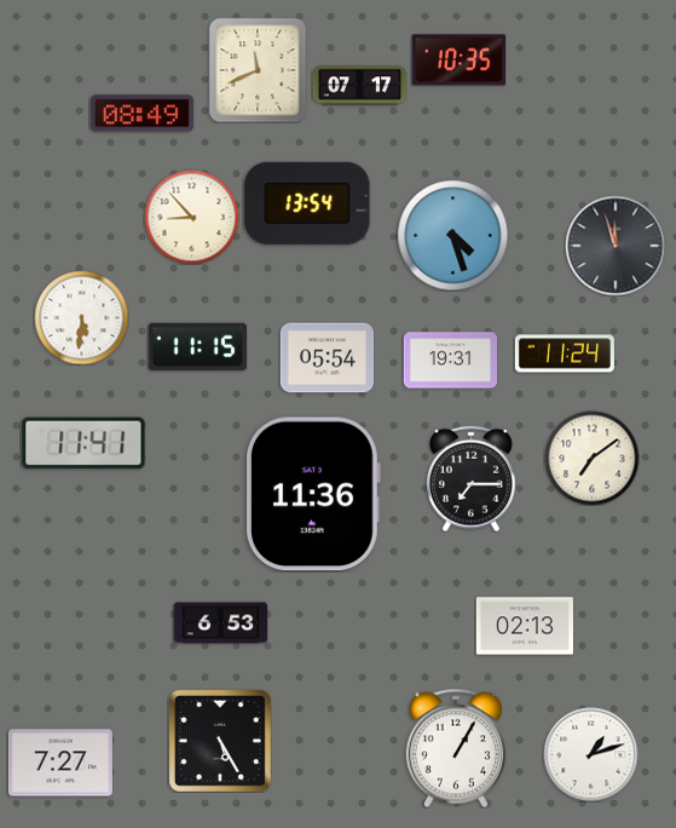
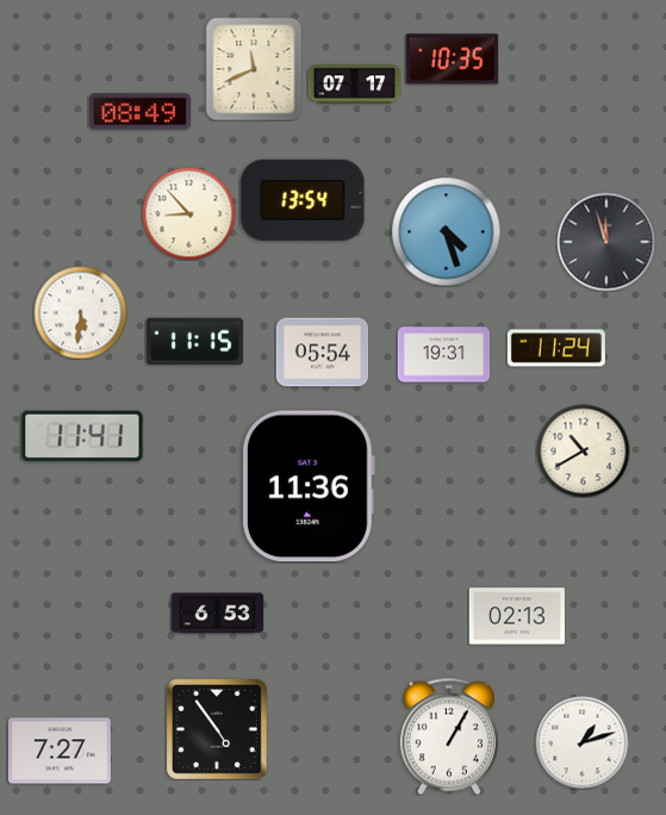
clock at (591, 458): 7:09 -> 10:40
clock at (472, 478): 7:15 -> none
clock at (220, 741): 5:25 -> 4:54
